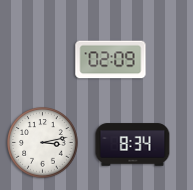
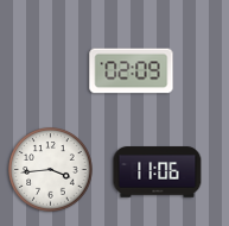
clock at (43, 143): 3:13 -> 3:44
clock at (133, 145): 8:34 -> 11:06
